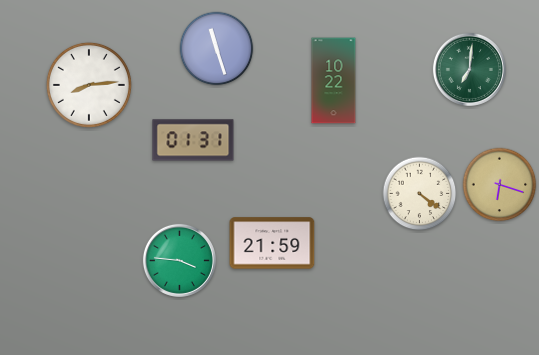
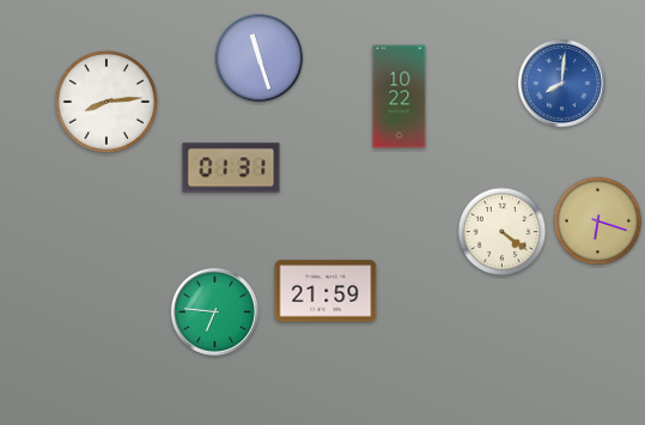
clock at (469, 69): 7:01 -> 8:01
clock at (469, 69) dial: green -> blue
clock at (179, 260): 3:46 -> 6:46
